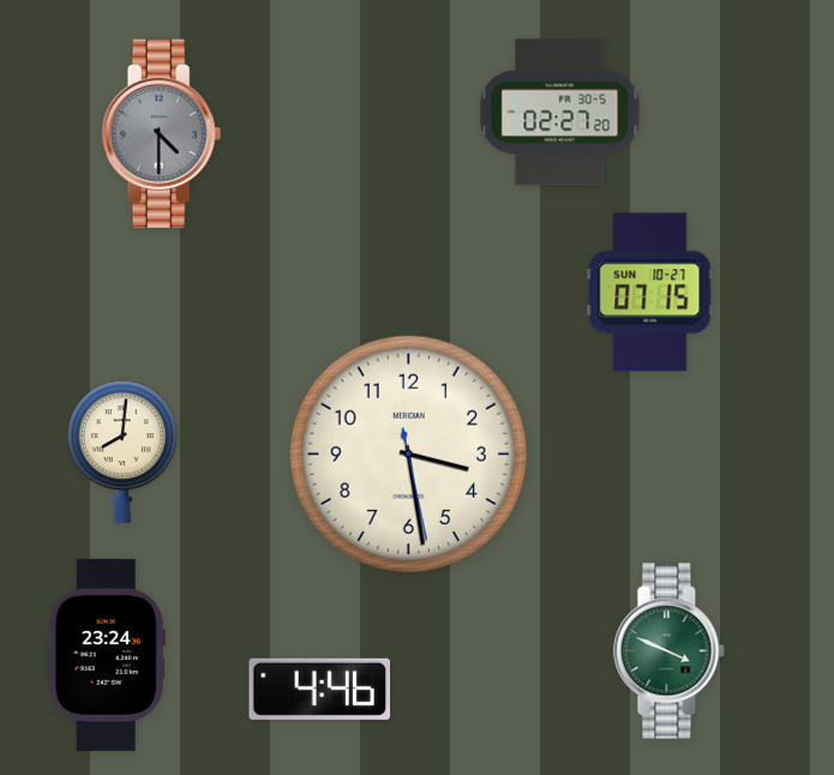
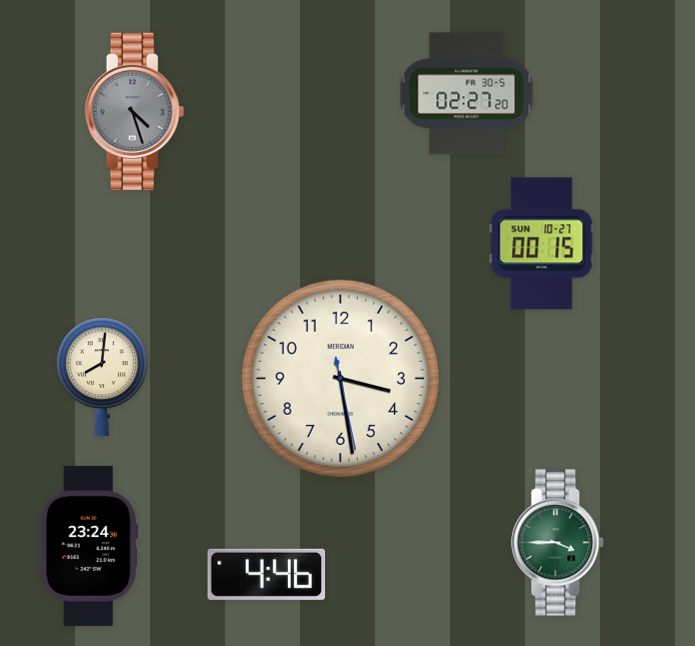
clock at (162, 133): 4:30 -> 4:27
clock at (650, 293): 07:15 -> 00:15
clock at (670, 651): 3:49 -> 3:45
